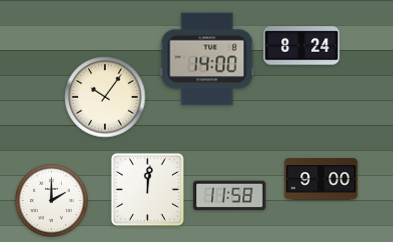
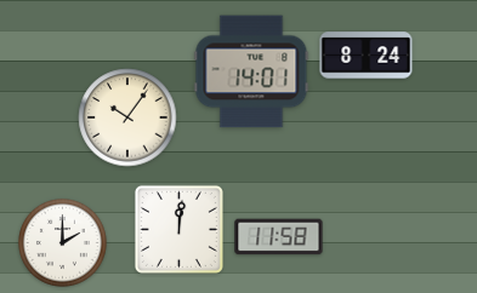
clock at (207, 59): 14:00 -> 14:01
clock at (321, 179): 9:00 -> none
